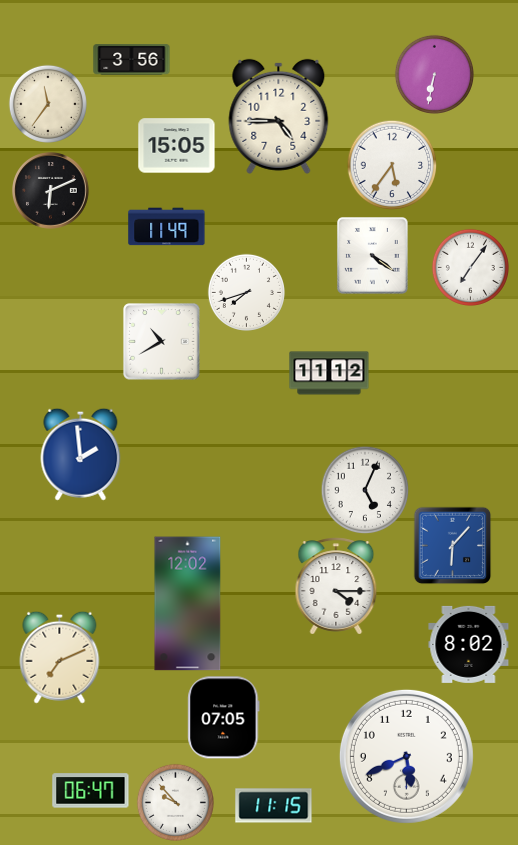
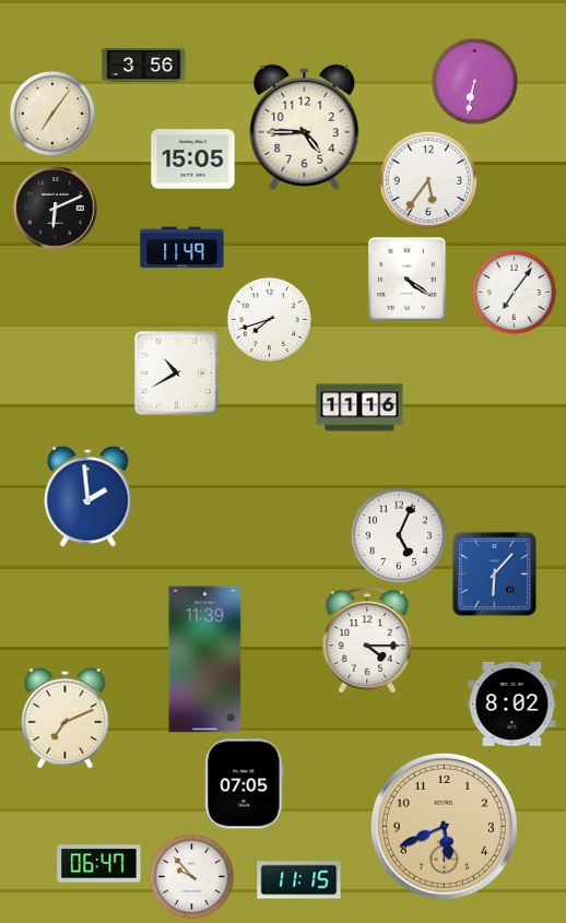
clock at (48, 104): 11:36 -> 7:06
clock at (329, 373): 11:12 -> 11:16
clock at (452, 545) position: (452, 545) -> (494, 573)
clock at (188, 604): 12:02 -> 11:39
clock at (406, 756) dial: white -> champagne
